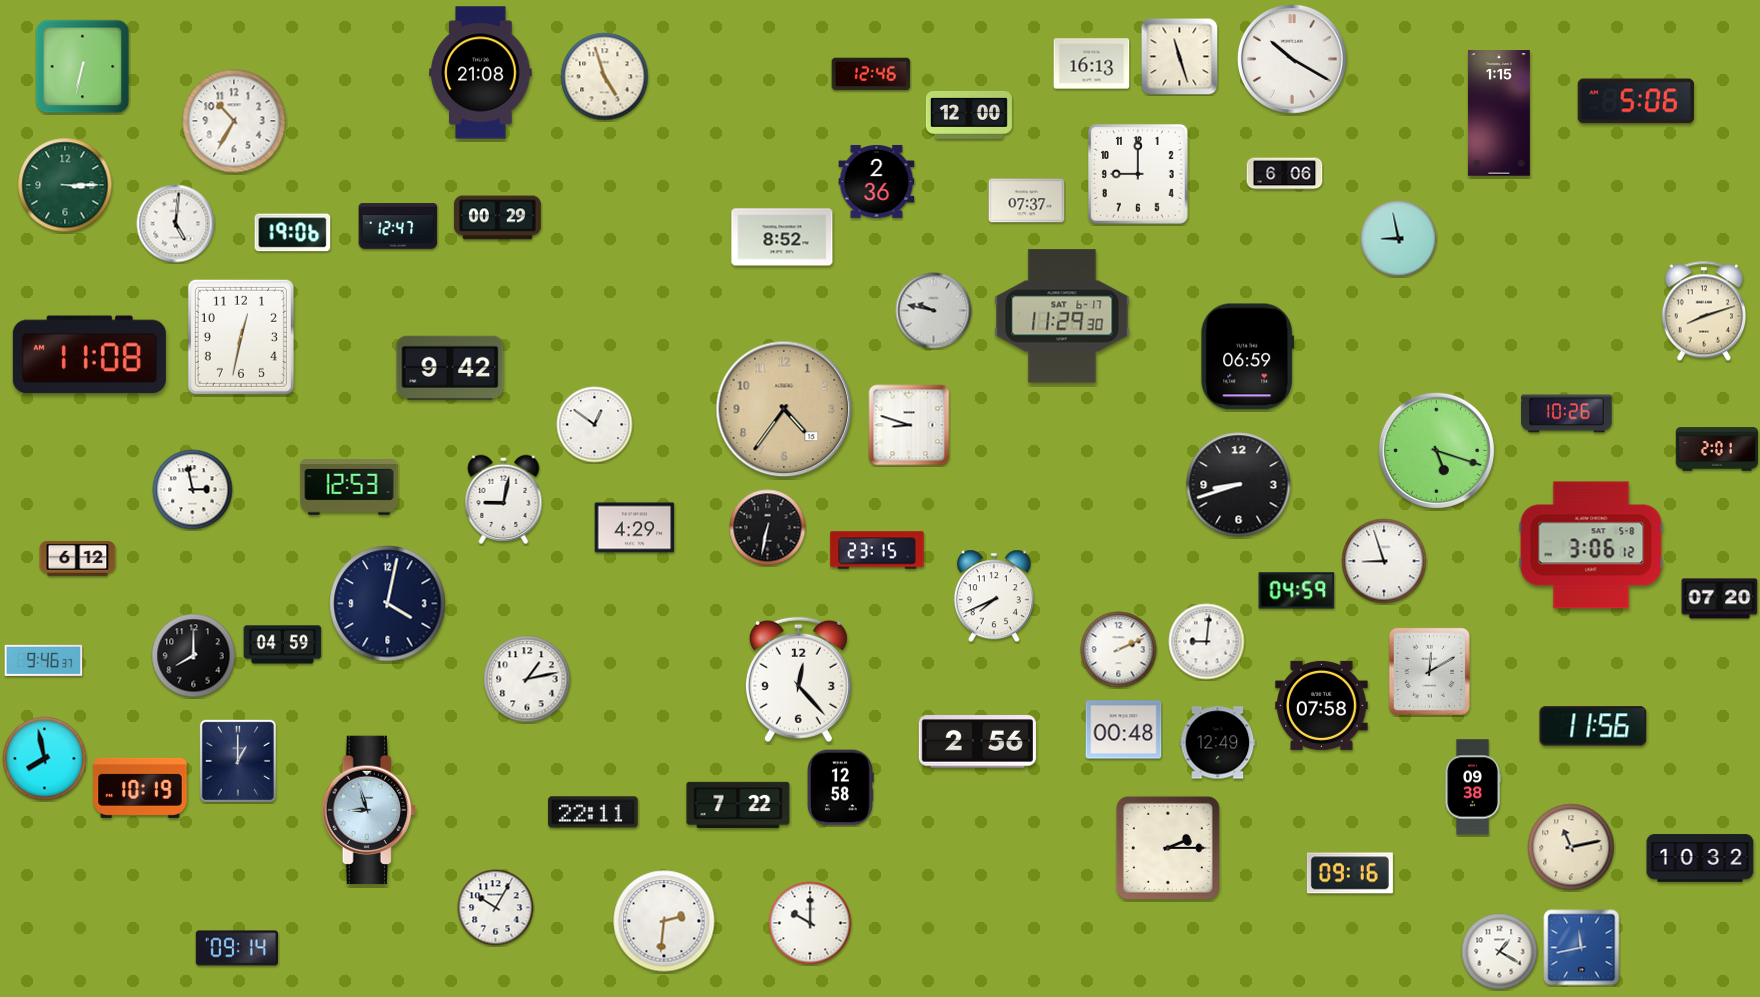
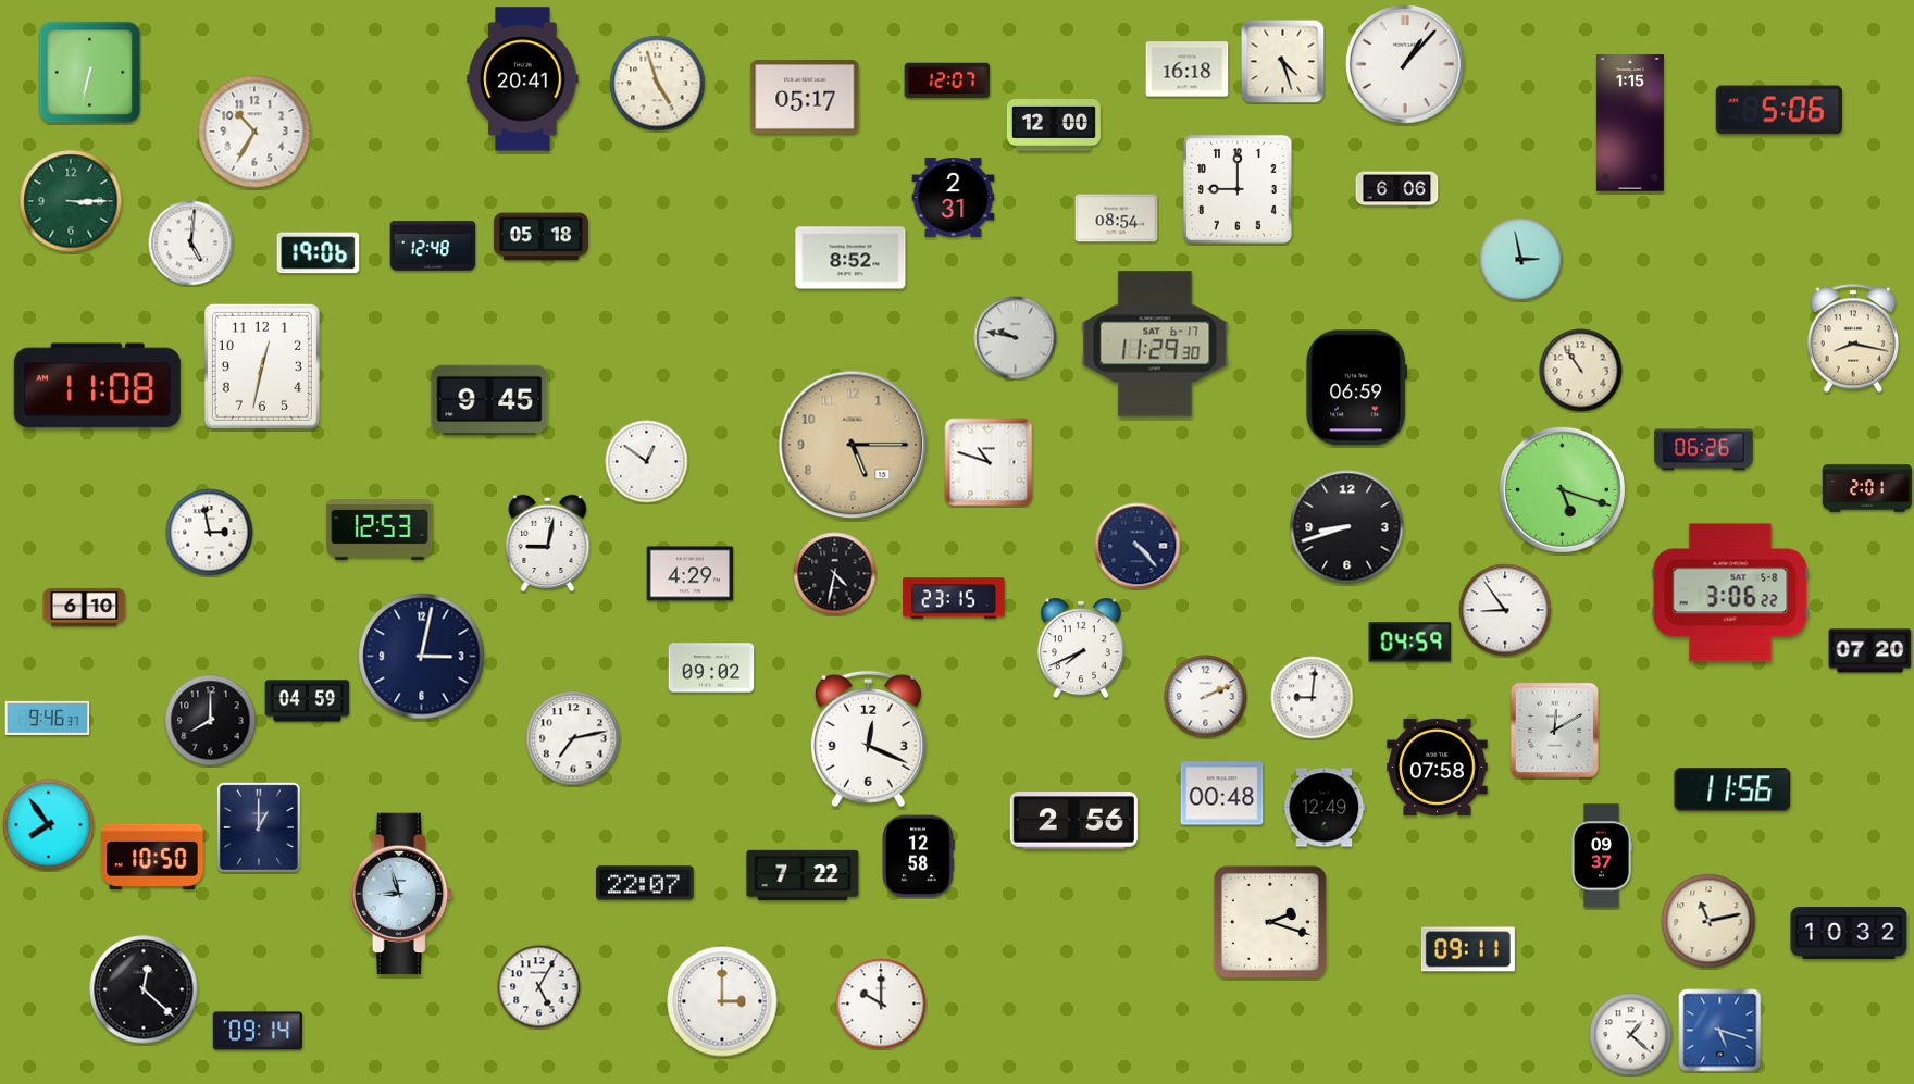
clock at (1180, 57): 11:27 -> 4:27
clock at (1292, 59): 10:20 -> 1:07
clock at (1092, 64): 16:13 -> 16:18
clock at (481, 73): 21:08 -> 20:41
clock at (871, 74): 12:46 -> 12:07
clock at (805, 97): none -> 05:17
clock at (877, 182): 2:36 -> 2:31
clock at (1027, 201): 07:37 -> 08:54
clock at (497, 218): 00:29 -> 05:18
clock at (398, 226): 12:47 -> 12:48
clock at (1399, 239): 8:58 -> 2:58
clock at (1703, 311): 8:12 -> 8:17
clock at (1581, 371): none -> 10:54
clock at (450, 368): 9:42 -> 9:45
clock at (784, 409): 4:36 -> 5:15
clock at (1567, 414): 10:26 -> 06:26
clock at (909, 425): 8:48 -> 10:48
clock at (1138, 546): none -> 4:23
clock at (768, 528): 6:32 -> 4:32
clock at (1591, 545): 3:06:12 -> 3:06:22
clock at (78, 558): 6:12 -> 6:10
clock at (1384, 561): 8:57 -> 8:54
clock at (388, 604): 4:02 -> 3:02
clock at (711, 668): none -> 09:02
clock at (1119, 650) position: (1119, 650) -> (1206, 697)
clock at (194, 656) position: (194, 656) -> (211, 721)
clock at (527, 679): 1:13 -> 7:13
clock at (798, 680): 12:23 -> 12:19
clock at (977, 742) position: (977, 742) -> (1073, 821)
clock at (45, 759): 7:58 -> 7:54
clock at (1473, 787): 09:38 -> 09:37
clock at (140, 788): 10:19 -> 10:50
clock at (840, 788) position: (840, 788) -> (918, 857)
clock at (369, 810) position: (369, 810) -> (401, 894)
clock at (593, 812): 22:11 -> 22:07
clock at (1168, 848): 2:15 -> 2:18
clock at (1350, 873): 09:16 -> 09:11
clock at (496, 908): 10:05 -> 5:05
clock at (144, 989): none -> 12:22
clock at (664, 921): 2:31 -> 3:00
clock at (1582, 948): 11:43 -> 5:18
clock at (1500, 952): 1:20 -> 1:22
